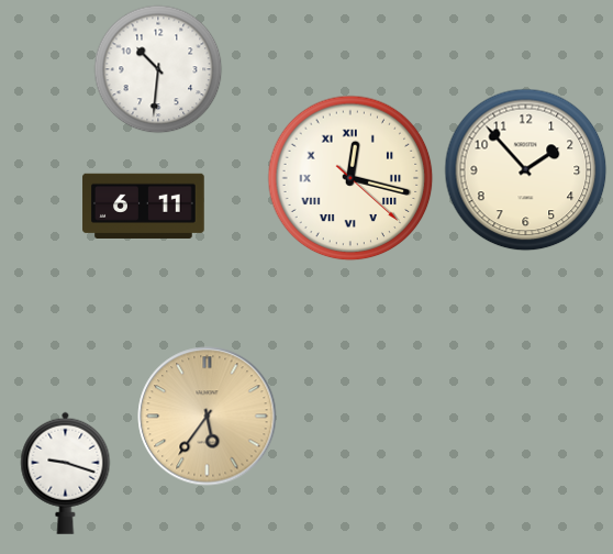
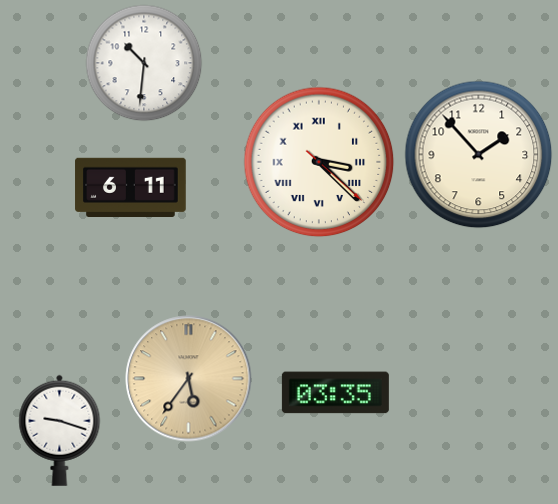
clock at (350, 178): 12:17 -> 3:22
clock at (335, 393): none -> 03:35
